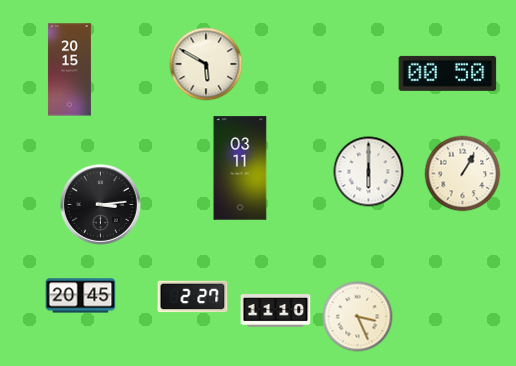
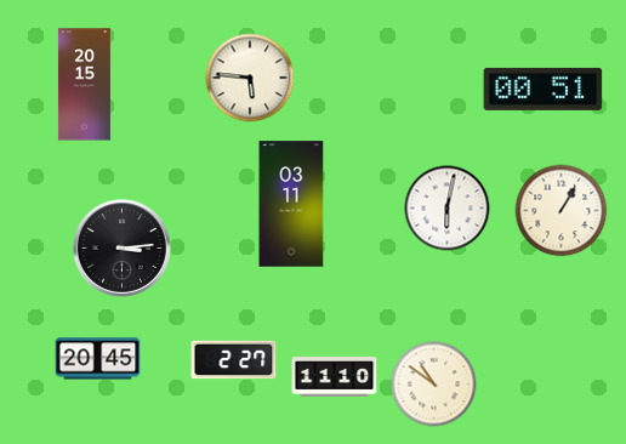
clock at (206, 64): 5:50 -> 5:46
clock at (448, 73): 00:50 -> 00:51
clock at (369, 172): 6:00 -> 6:02
clock at (358, 317): 3:26 -> 10:51
